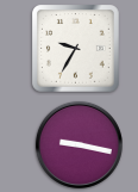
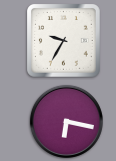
clock at (79, 144): 9:17 -> 6:17
